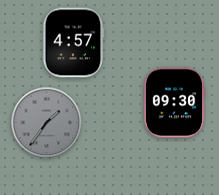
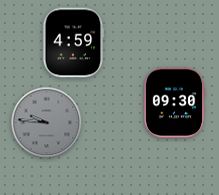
clock at (73, 43): 4:57 -> 4:59
clock at (47, 123): 1:36 -> 9:46
